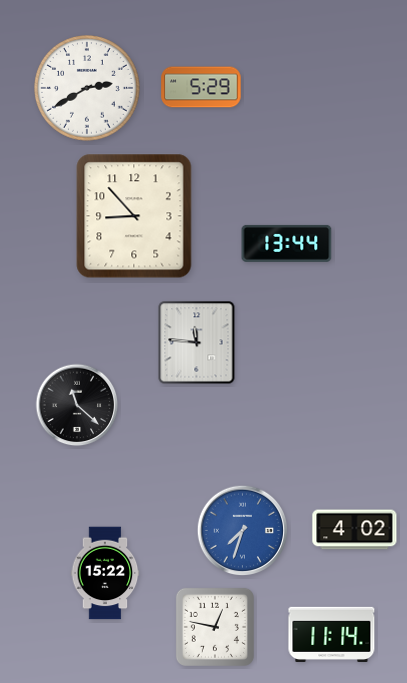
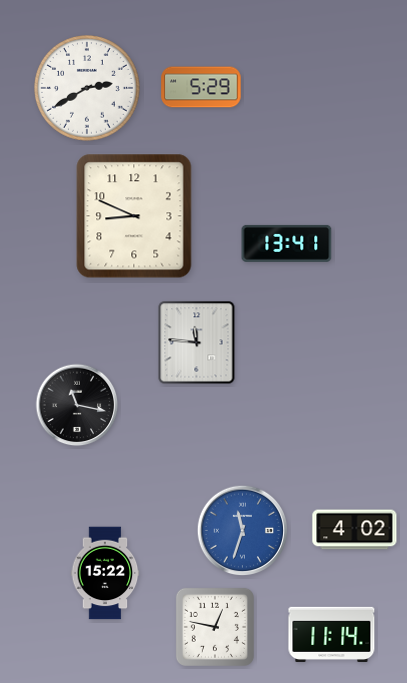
clock at (134, 216): 8:53 -> 8:49
clock at (287, 243): 13:44 -> 13:41
clock at (77, 405): 11:22 -> 11:17
clock at (243, 531): 7:33 -> 11:33
